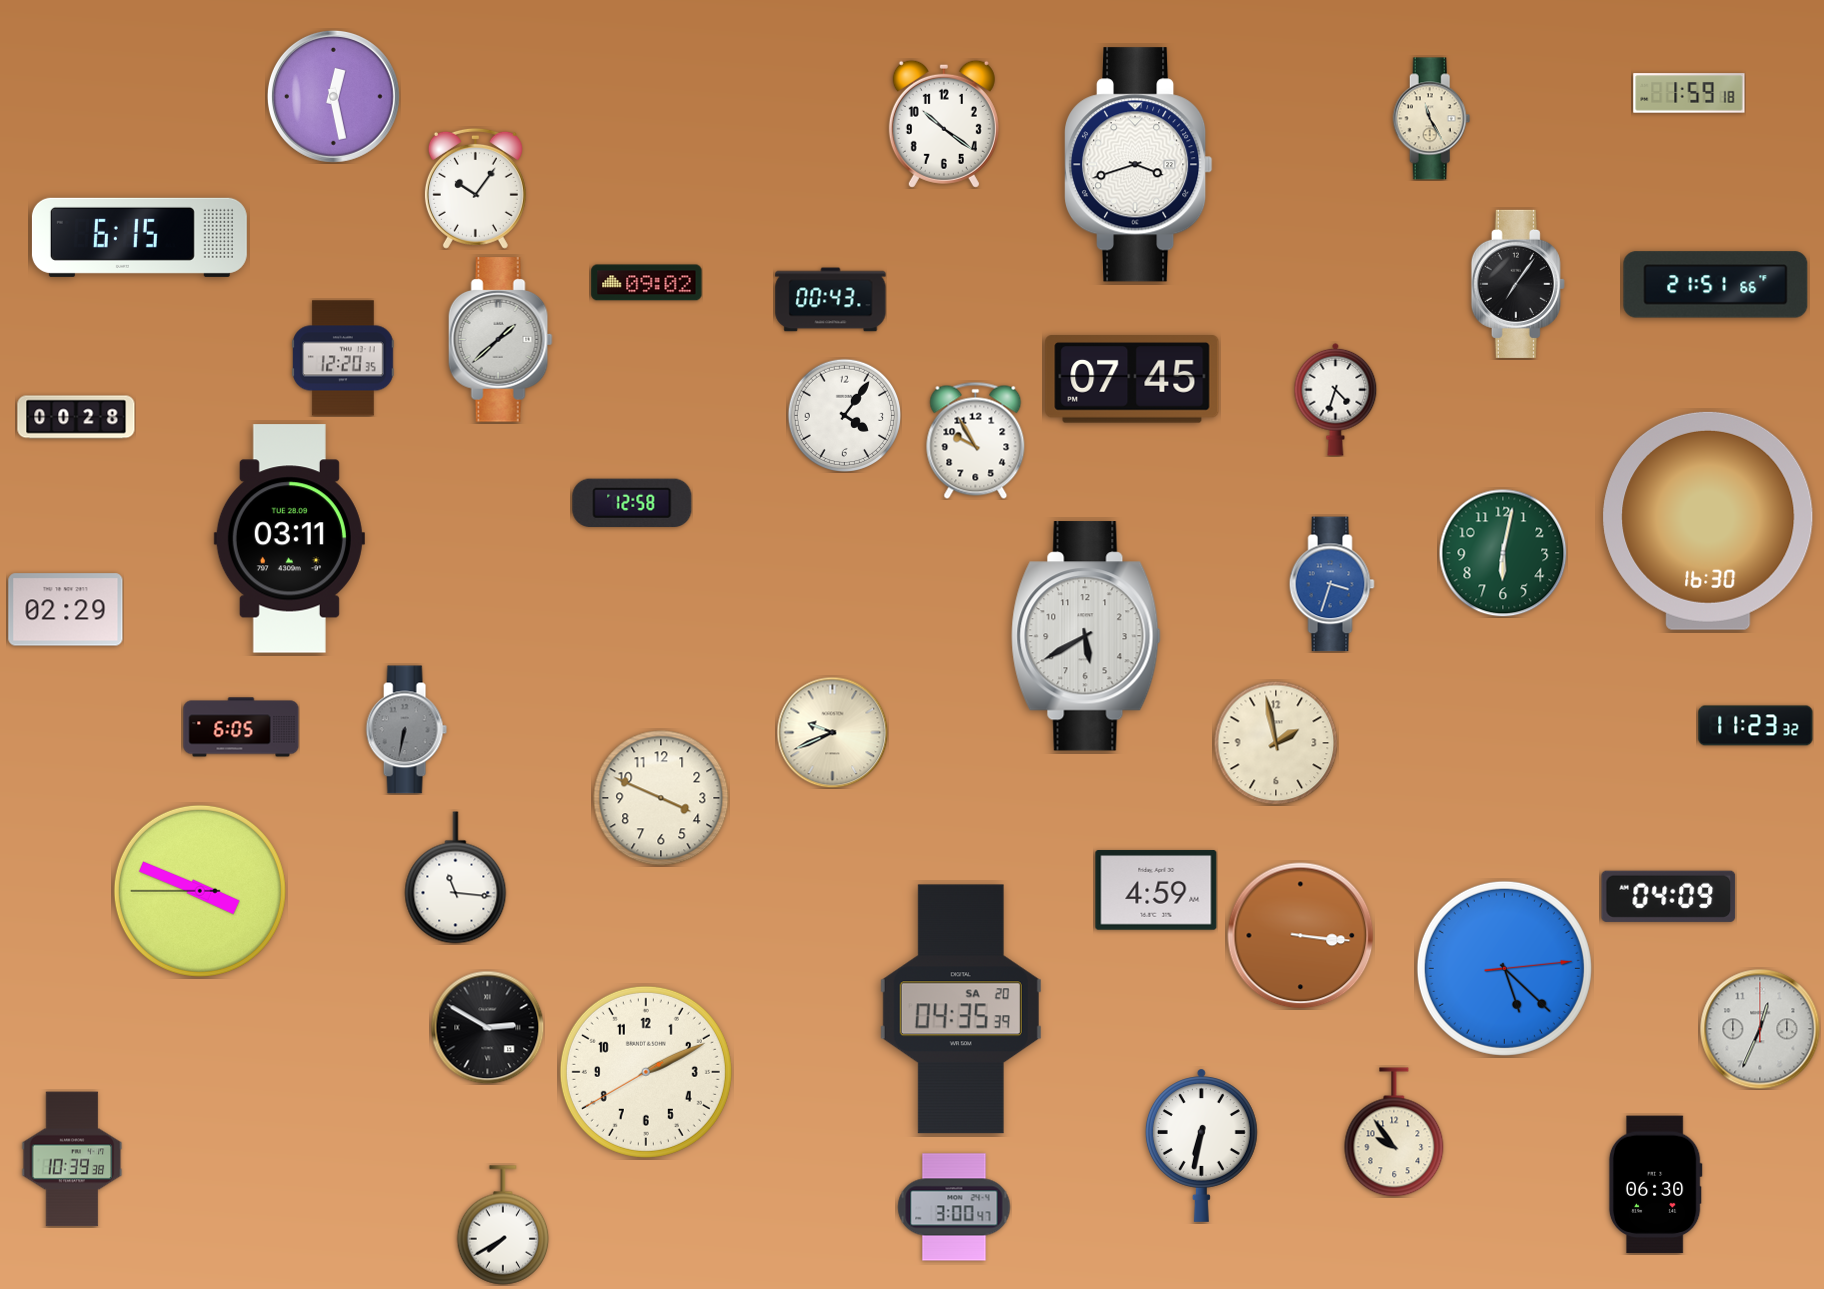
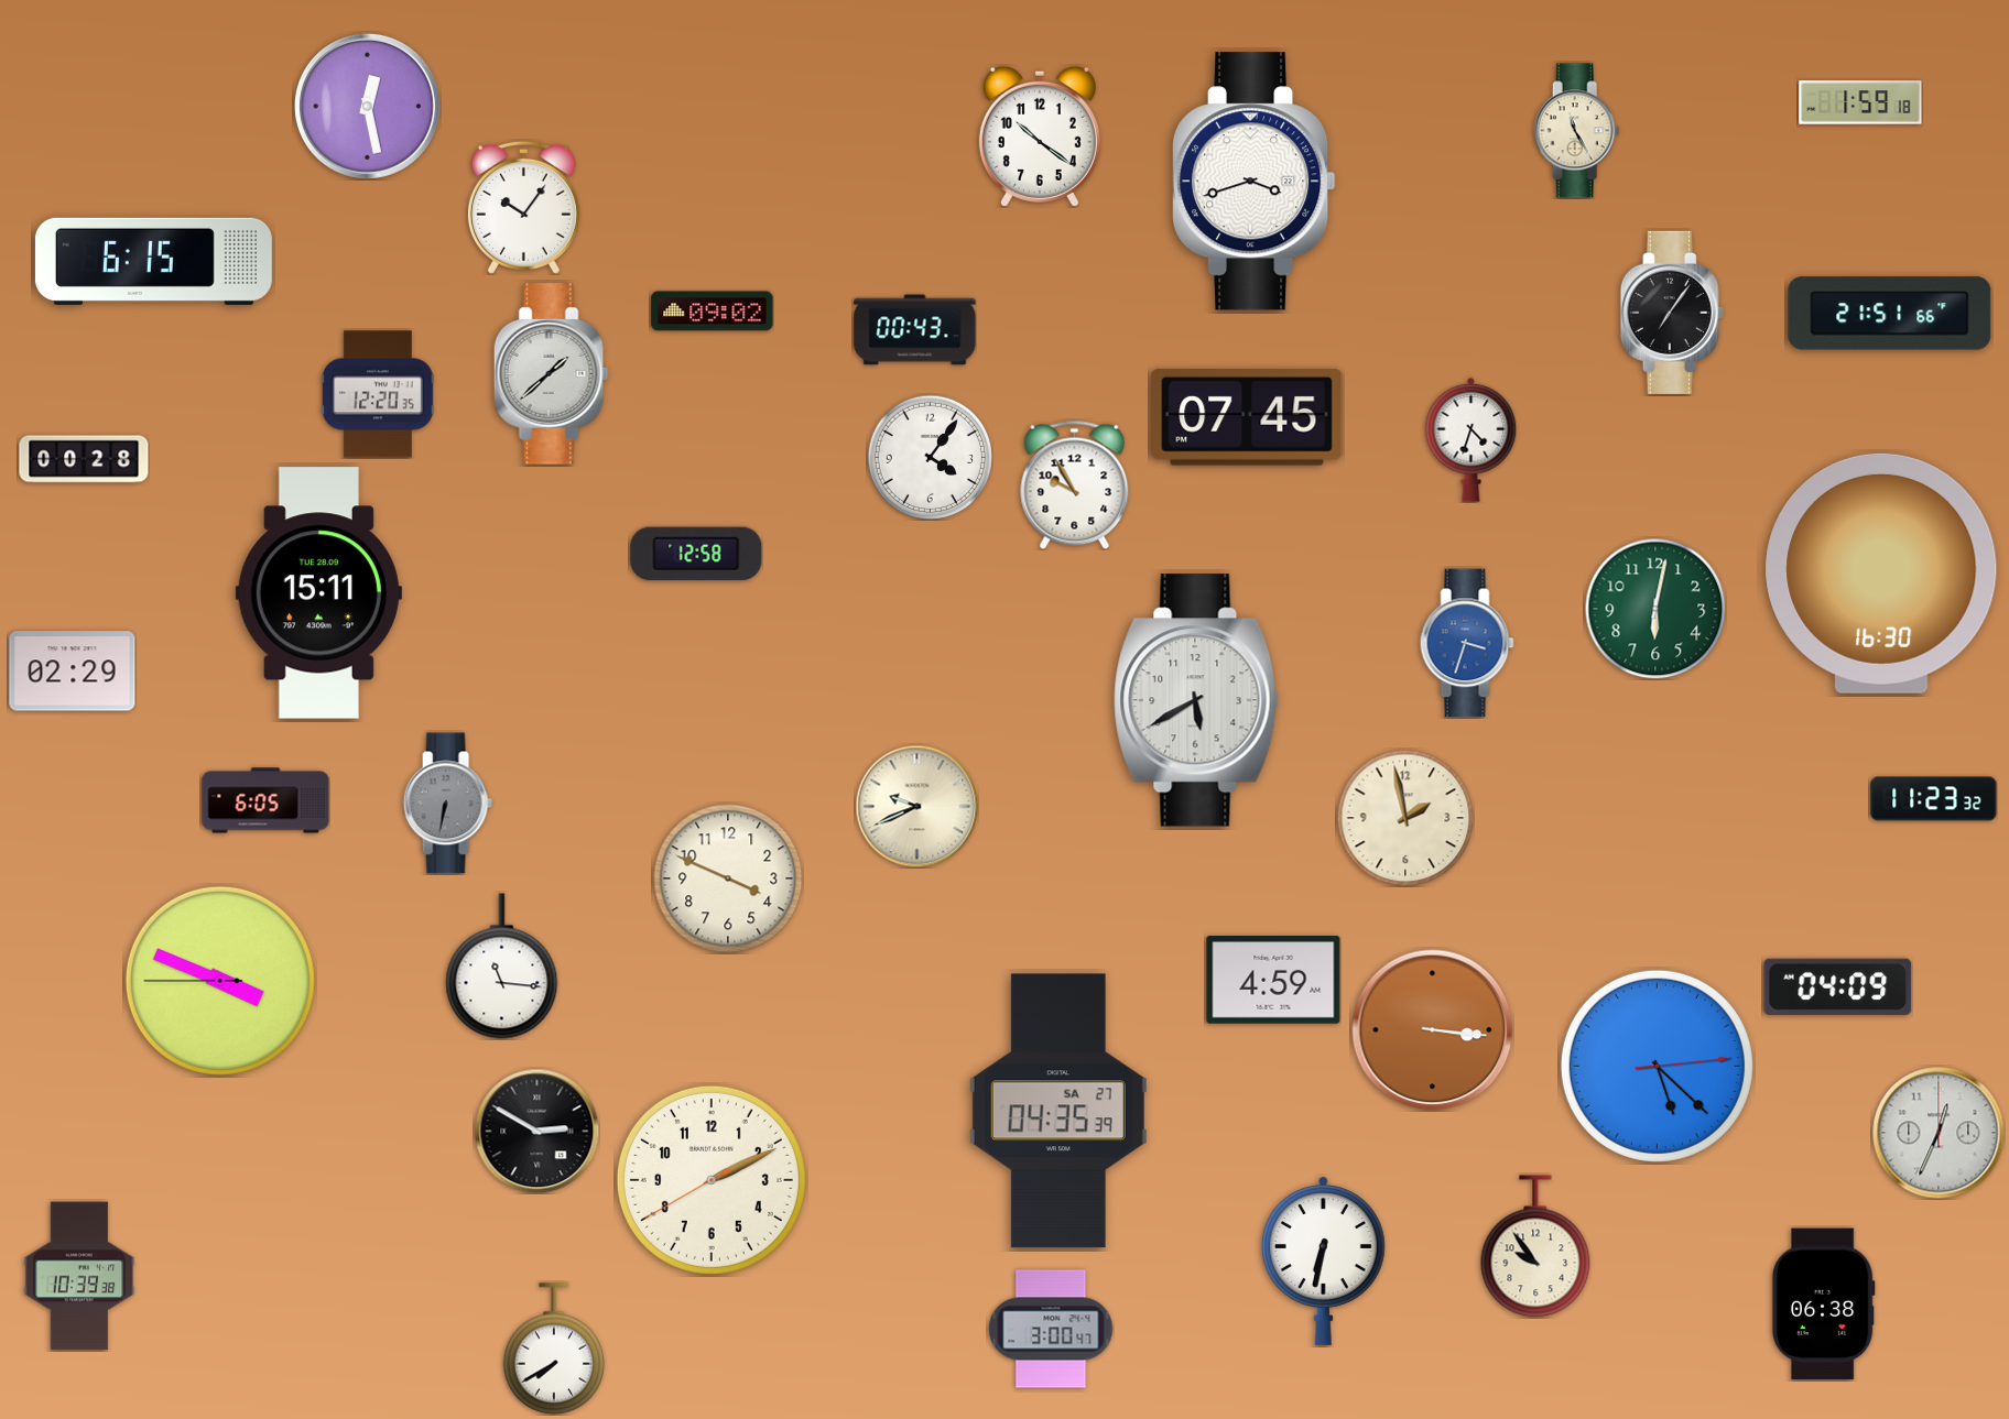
clock at (289, 539): 03:11 -> 15:11
clock at (961, 1009) date: SA 20 -> SA 27
clock at (1655, 1185): 06:30 -> 06:38
